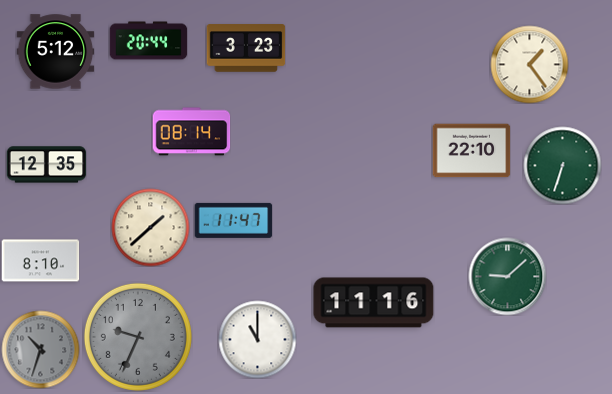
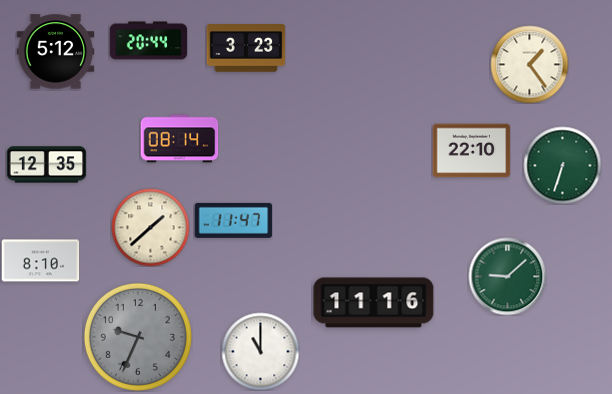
clock at (191, 132) position: (191, 132) -> (179, 139)
clock at (257, 339) position: (257, 339) -> (260, 351)
clock at (40, 349): 10:33 -> none
